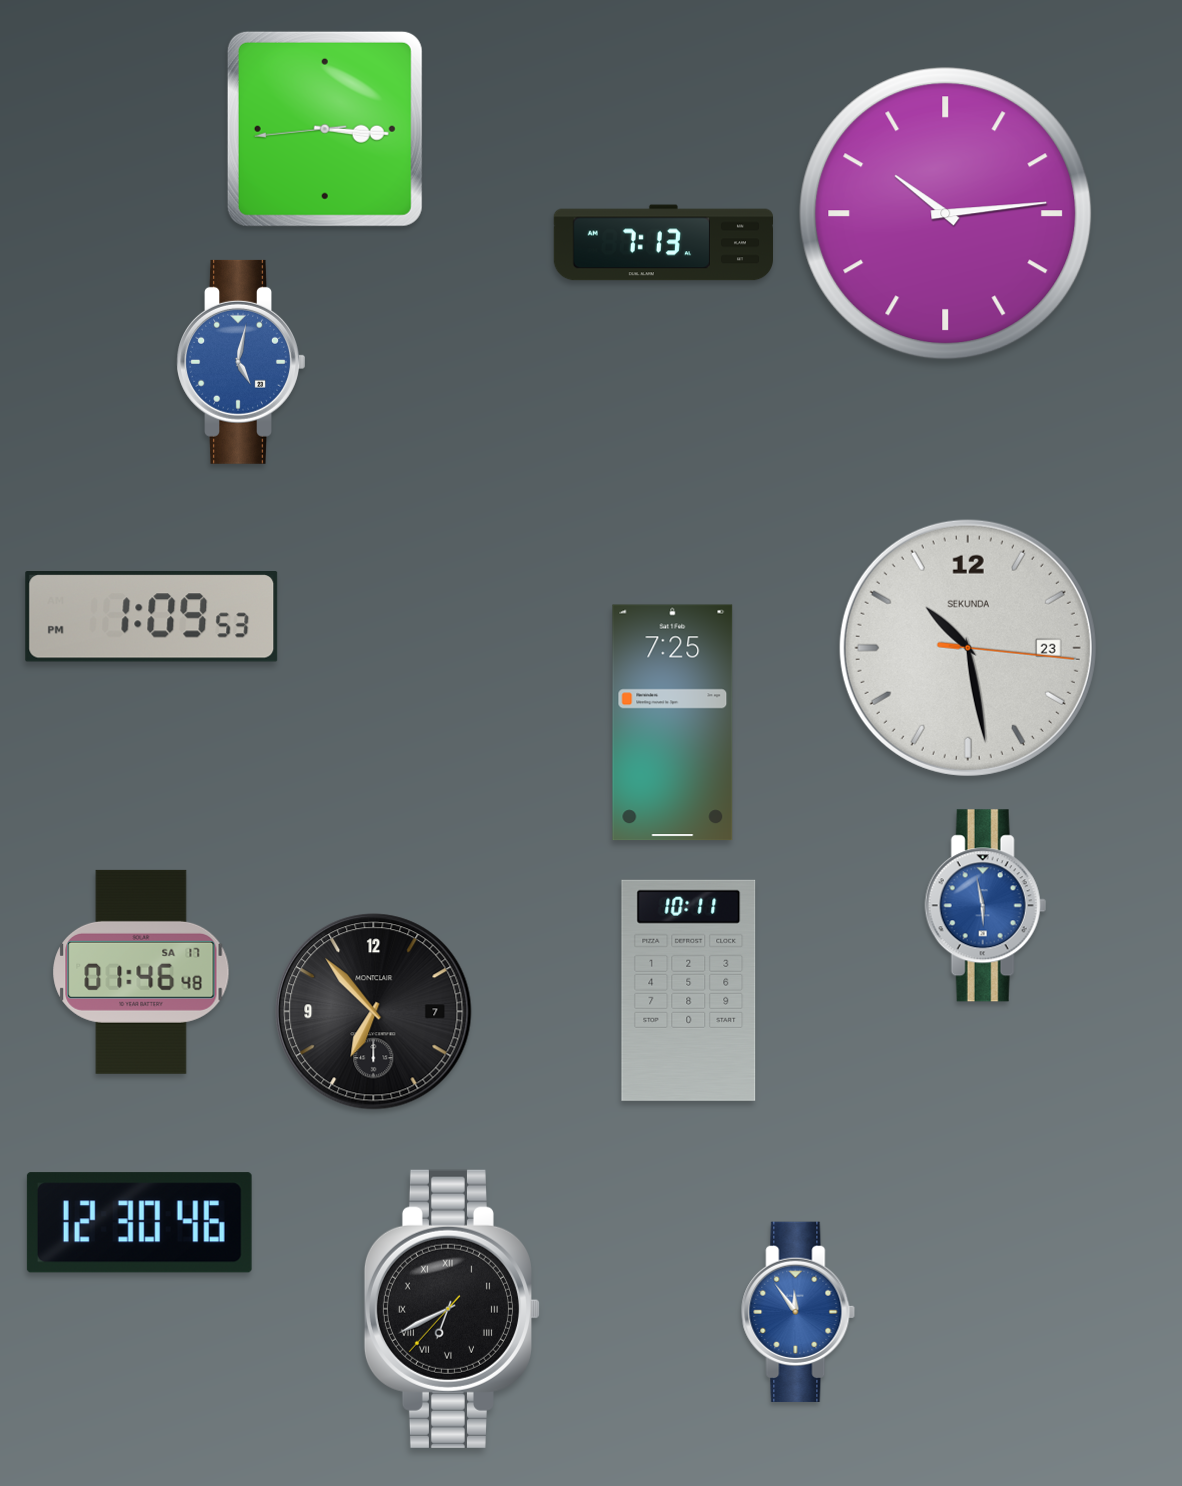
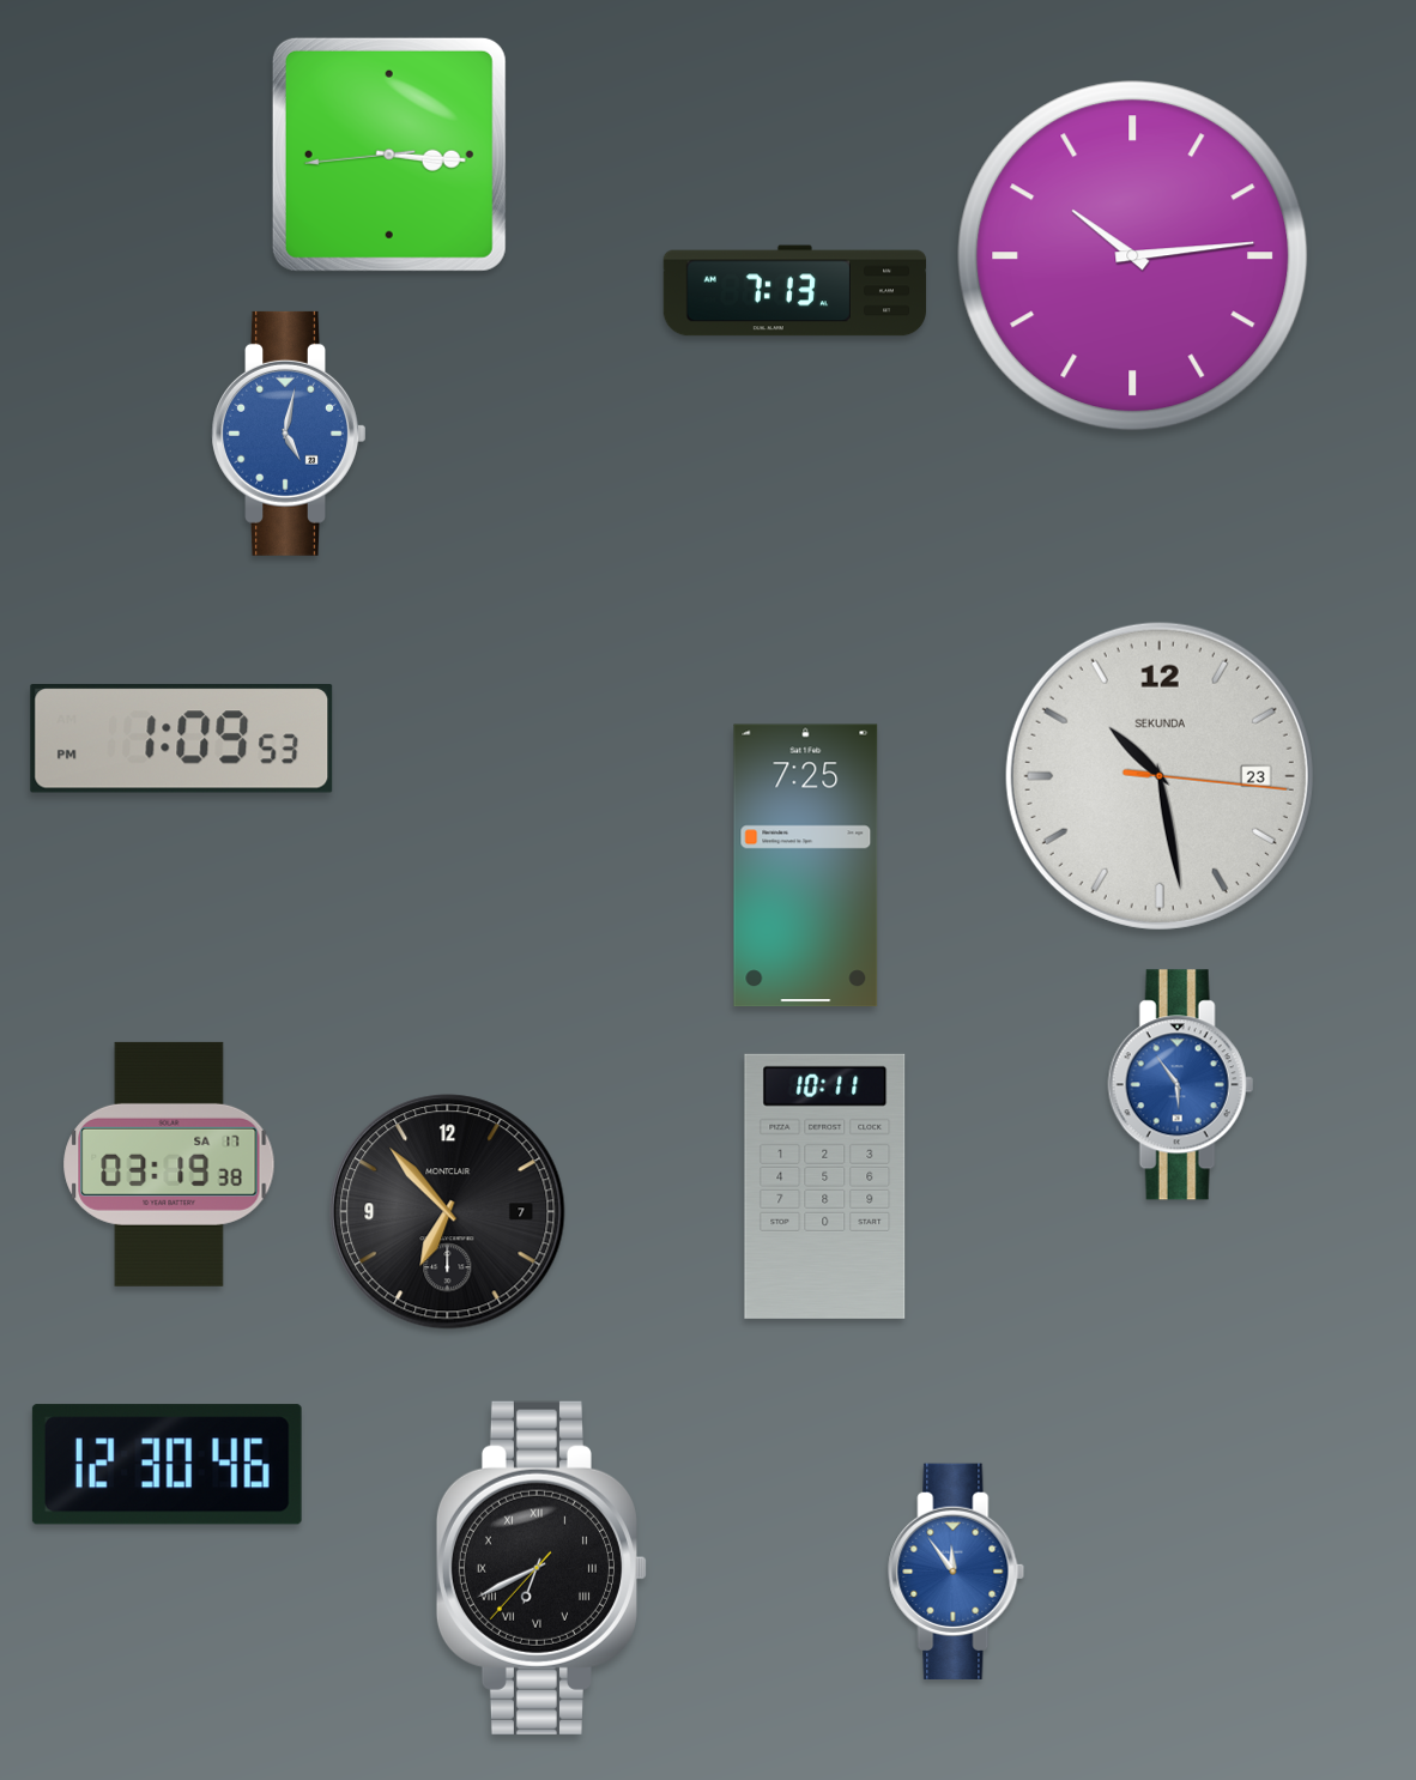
clock at (985, 906): 5:58 -> 5:54
clock at (141, 972): 01:46 -> 03:19
